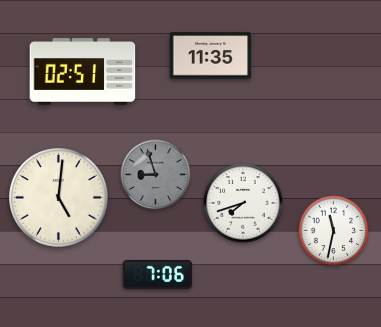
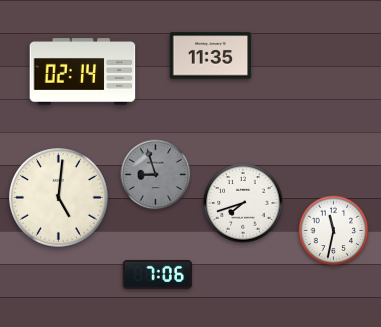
clock at (83, 72): 02:51 -> 02:14
